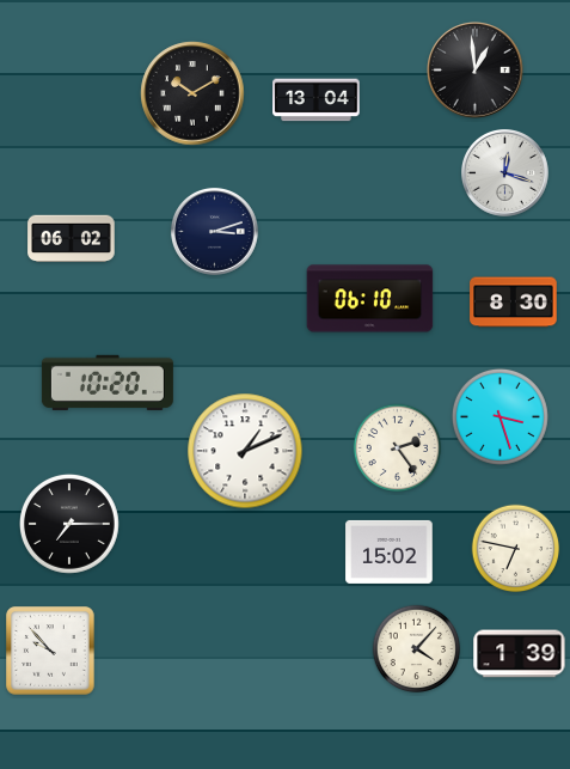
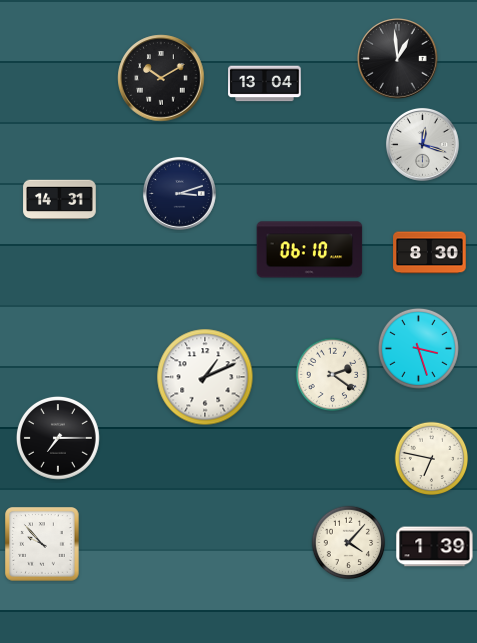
clock at (72, 239): 06:02 -> 14:31
clock at (108, 383): 10:20 -> none
clock at (398, 448): 2:24 -> 2:21
clock at (390, 551): 15:02 -> none
